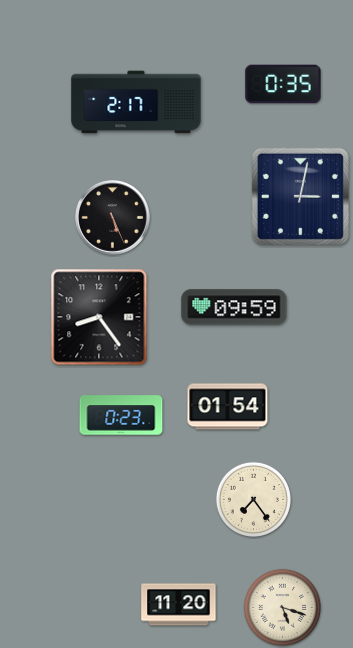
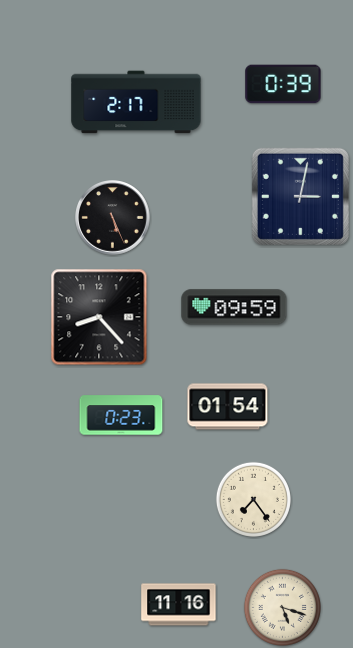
clock at (283, 84): 0:35 -> 0:39
clock at (99, 317): 8:24 -> 8:23
clock at (179, 605): 11:20 -> 11:16
